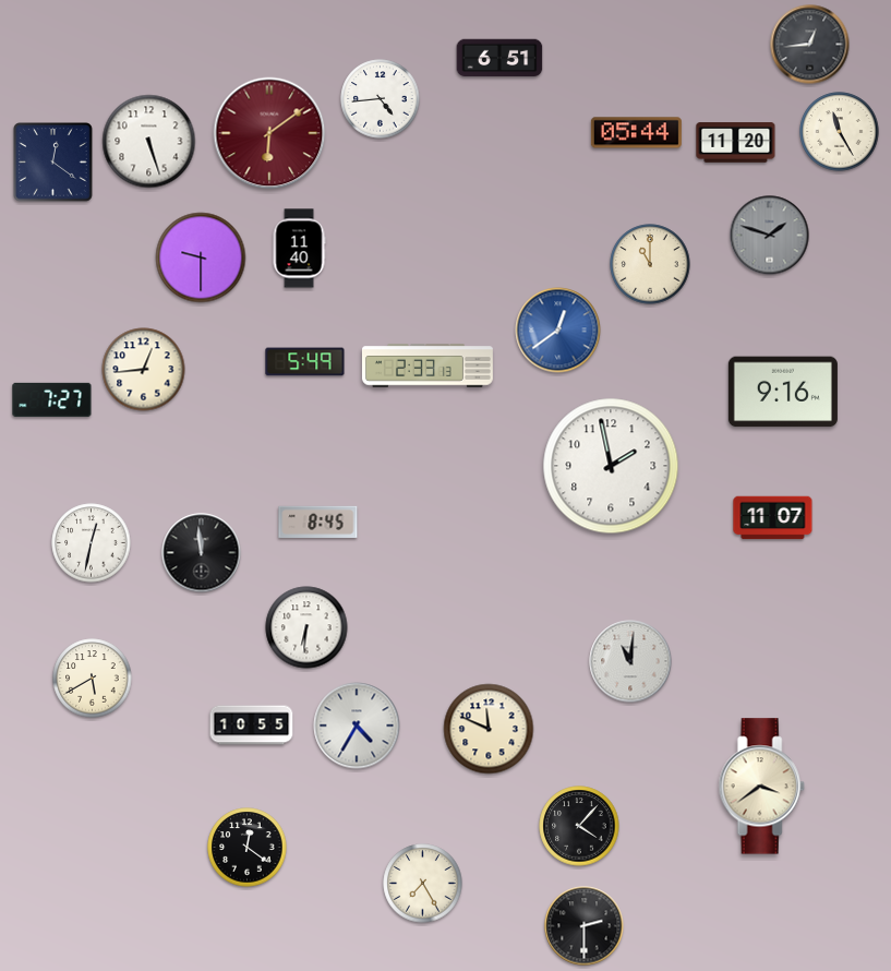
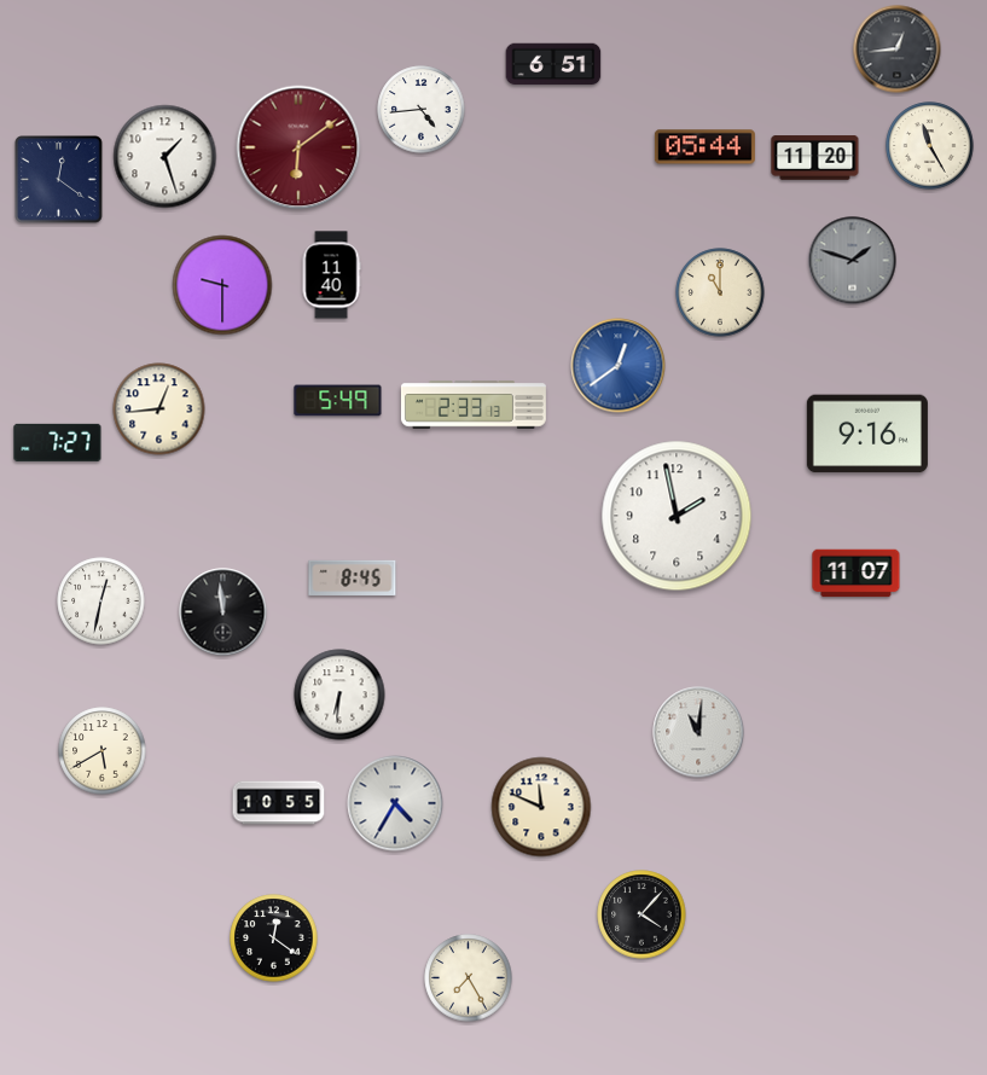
clock at (149, 142): 5:27 -> 1:27
clock at (761, 787): 3:39 -> none
clock at (585, 926): 2:30 -> none
